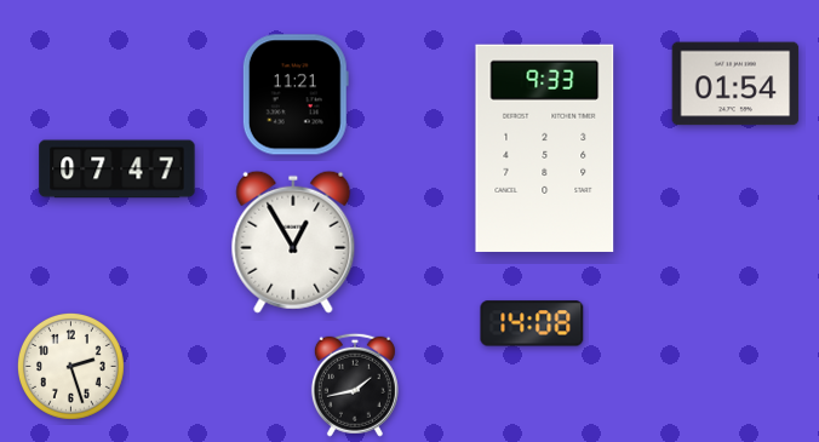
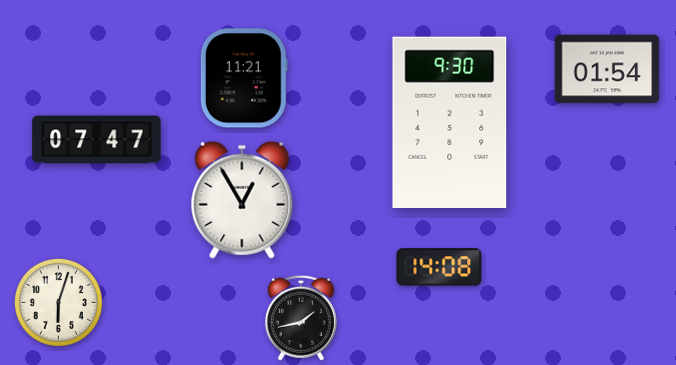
clock at (545, 148): 9:33 -> 9:30
clock at (70, 366): 2:27 -> 6:03
clock at (355, 385) position: (355, 385) -> (301, 318)
